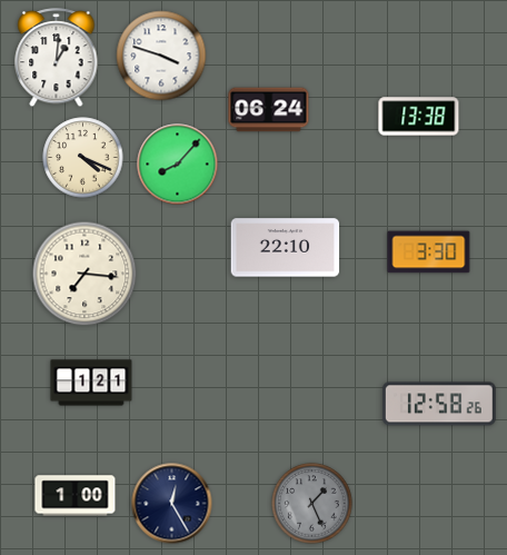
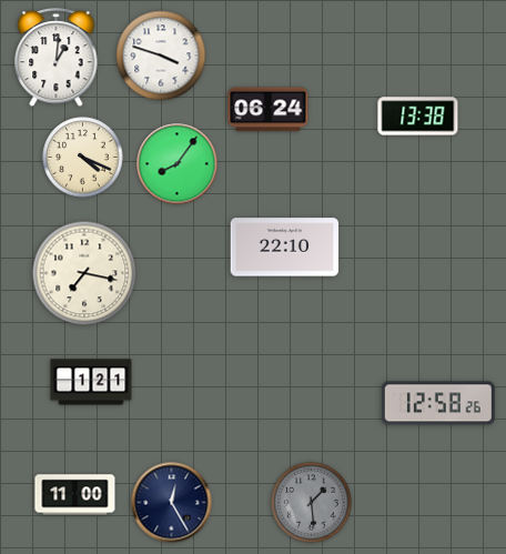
clock at (178, 165): 8:07 -> 8:06
clock at (429, 252): 3:30 -> none
clock at (84, 274): 7:16 -> 7:17
clock at (76, 496): 1:00 -> 11:00
clock at (312, 504): 1:26 -> 1:29
